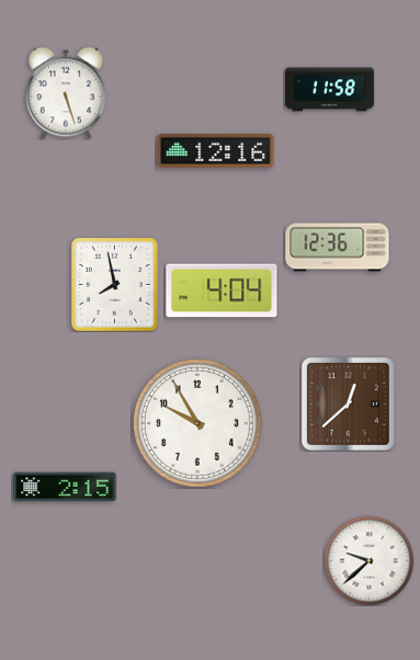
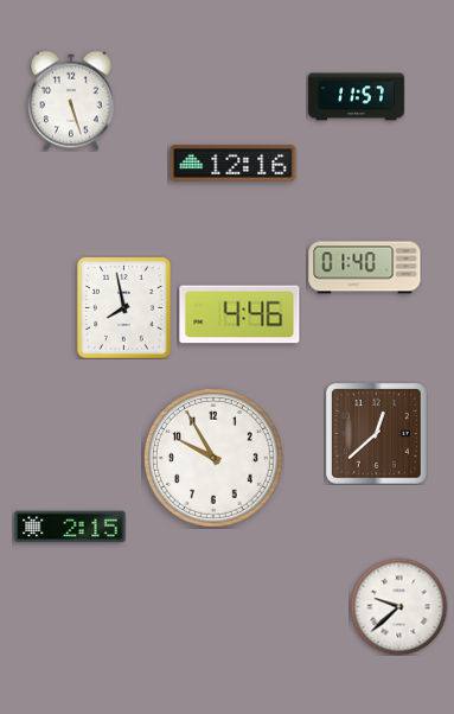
clock at (329, 90): 11:58 -> 11:57
clock at (338, 248): 12:36 -> 01:40
clock at (222, 291): 4:04 -> 4:46
clock at (348, 403) position: (348, 403) -> (376, 433)
